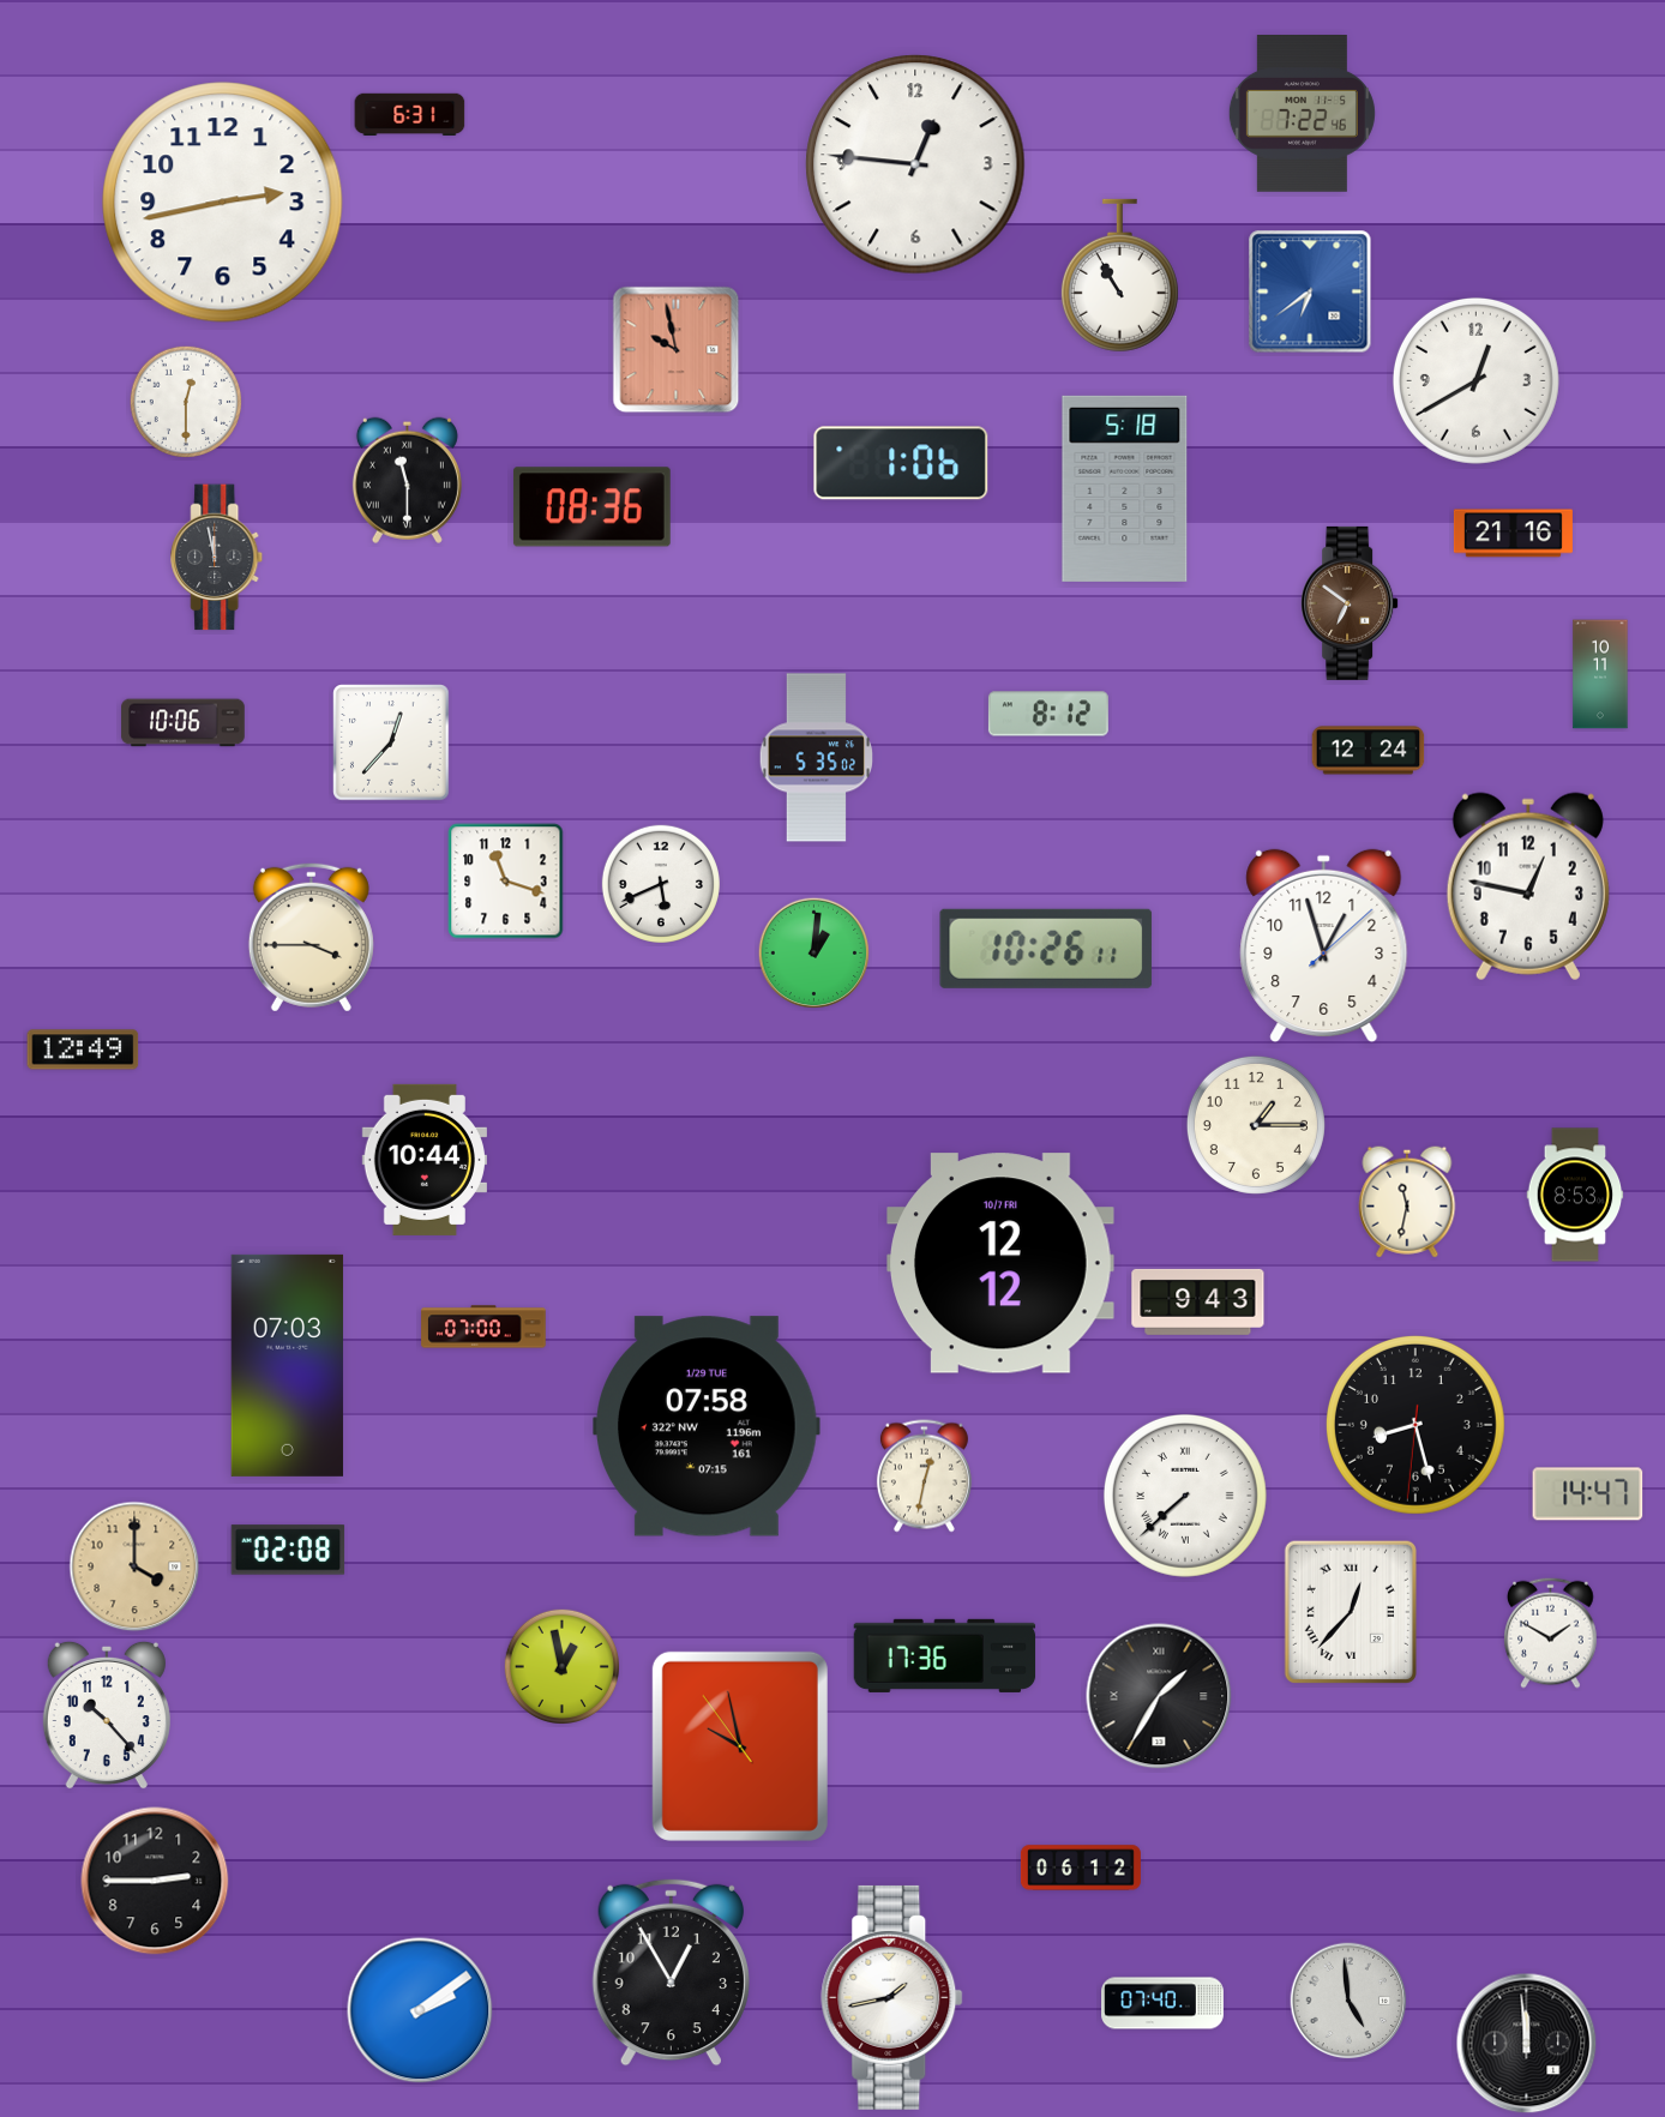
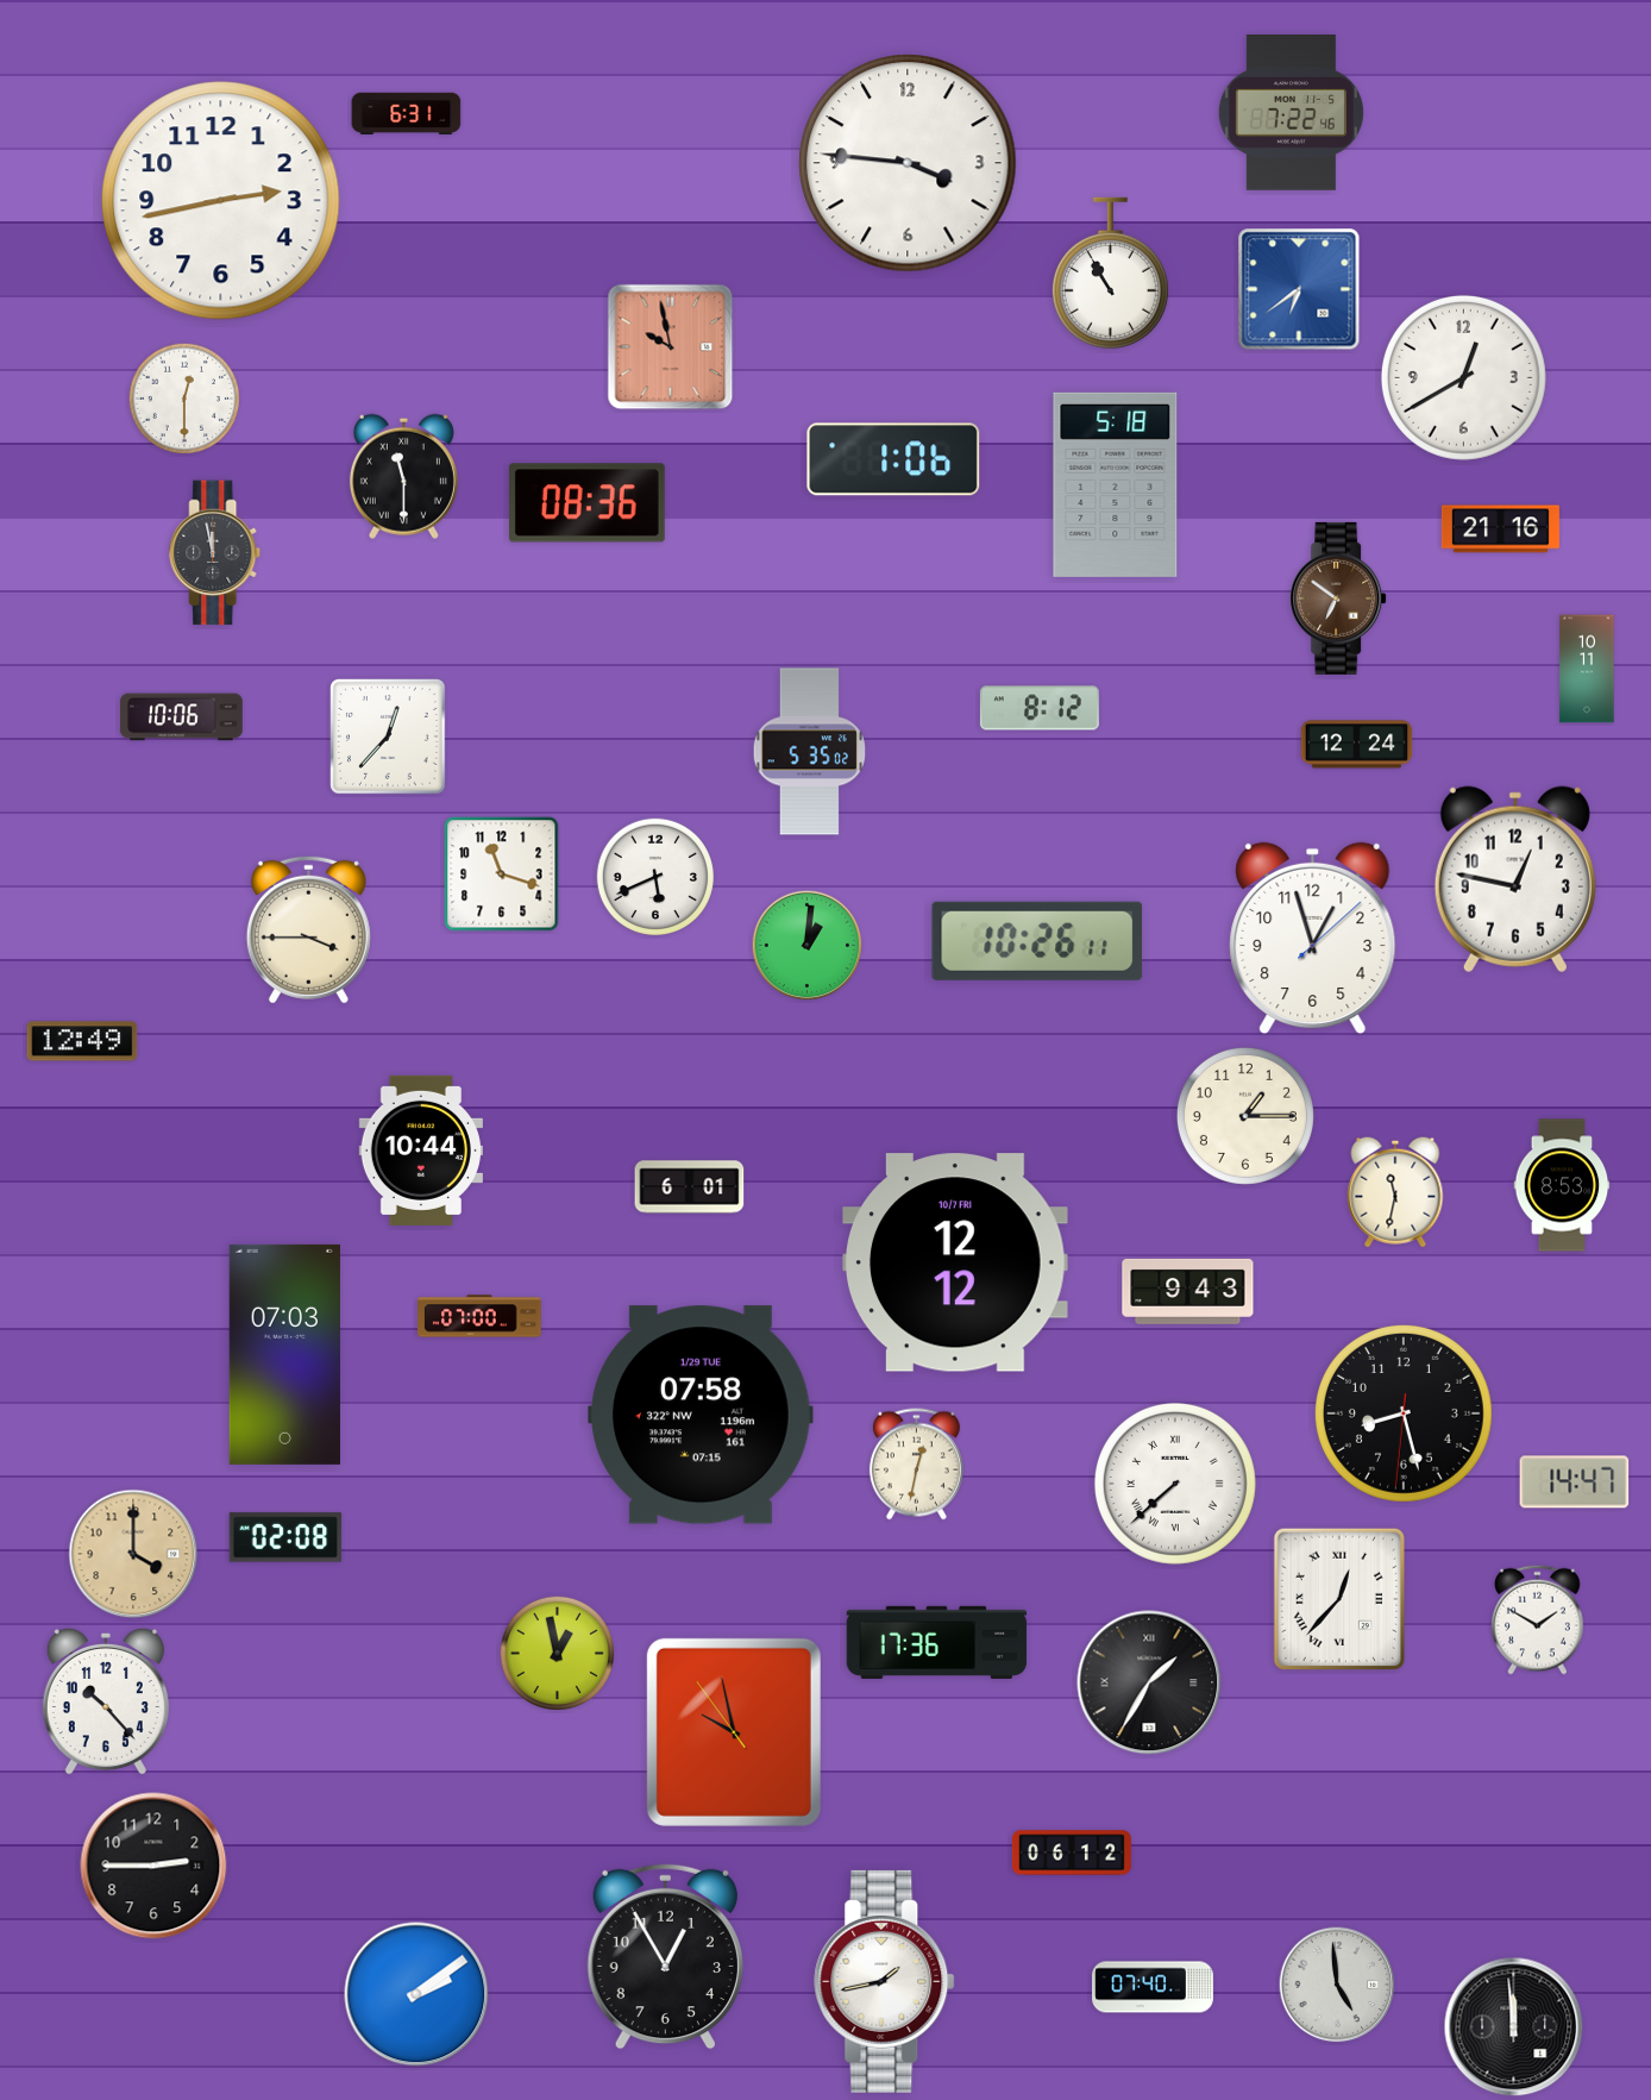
clock at (915, 164): 12:46 -> 3:46
clock at (690, 1187): none -> 6:01
clock at (1002, 1263) position: (1002, 1263) -> (956, 1262)
